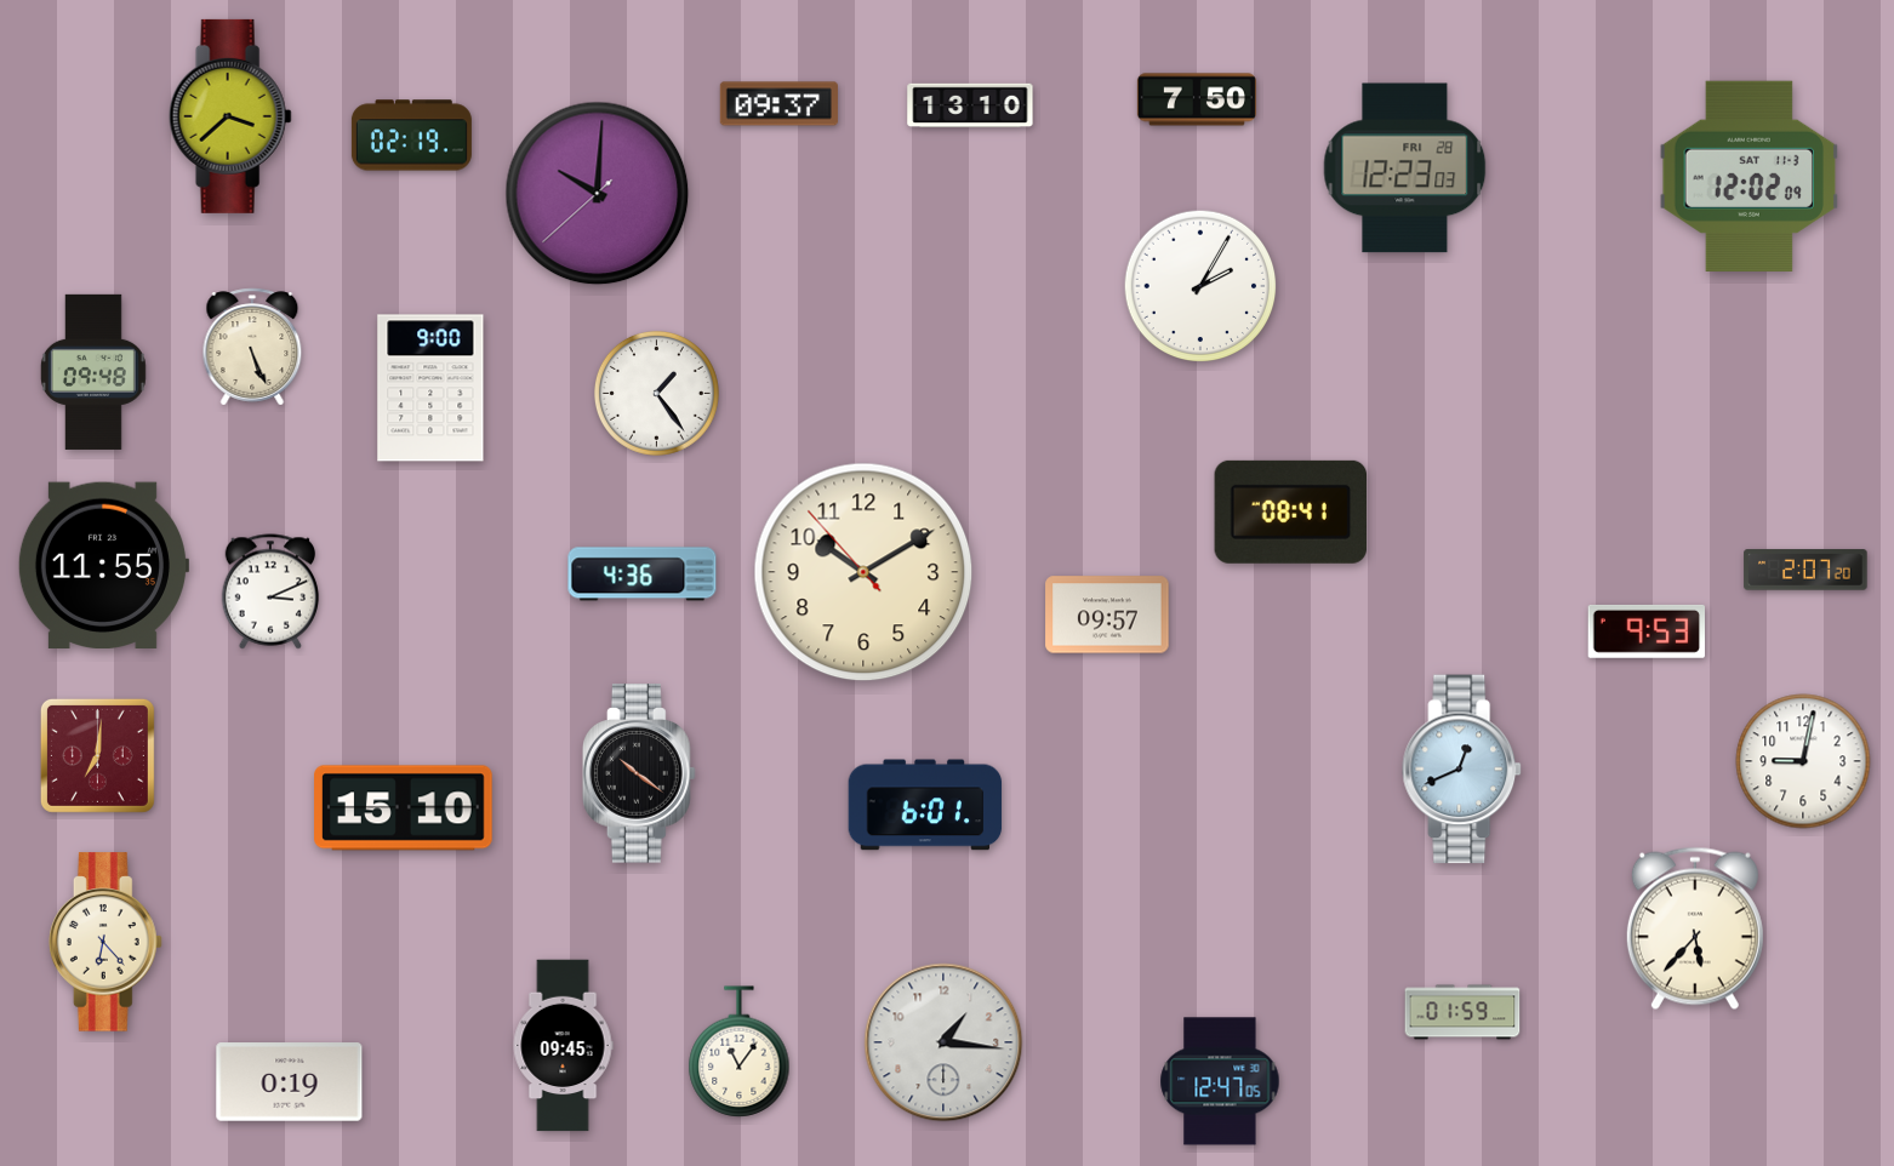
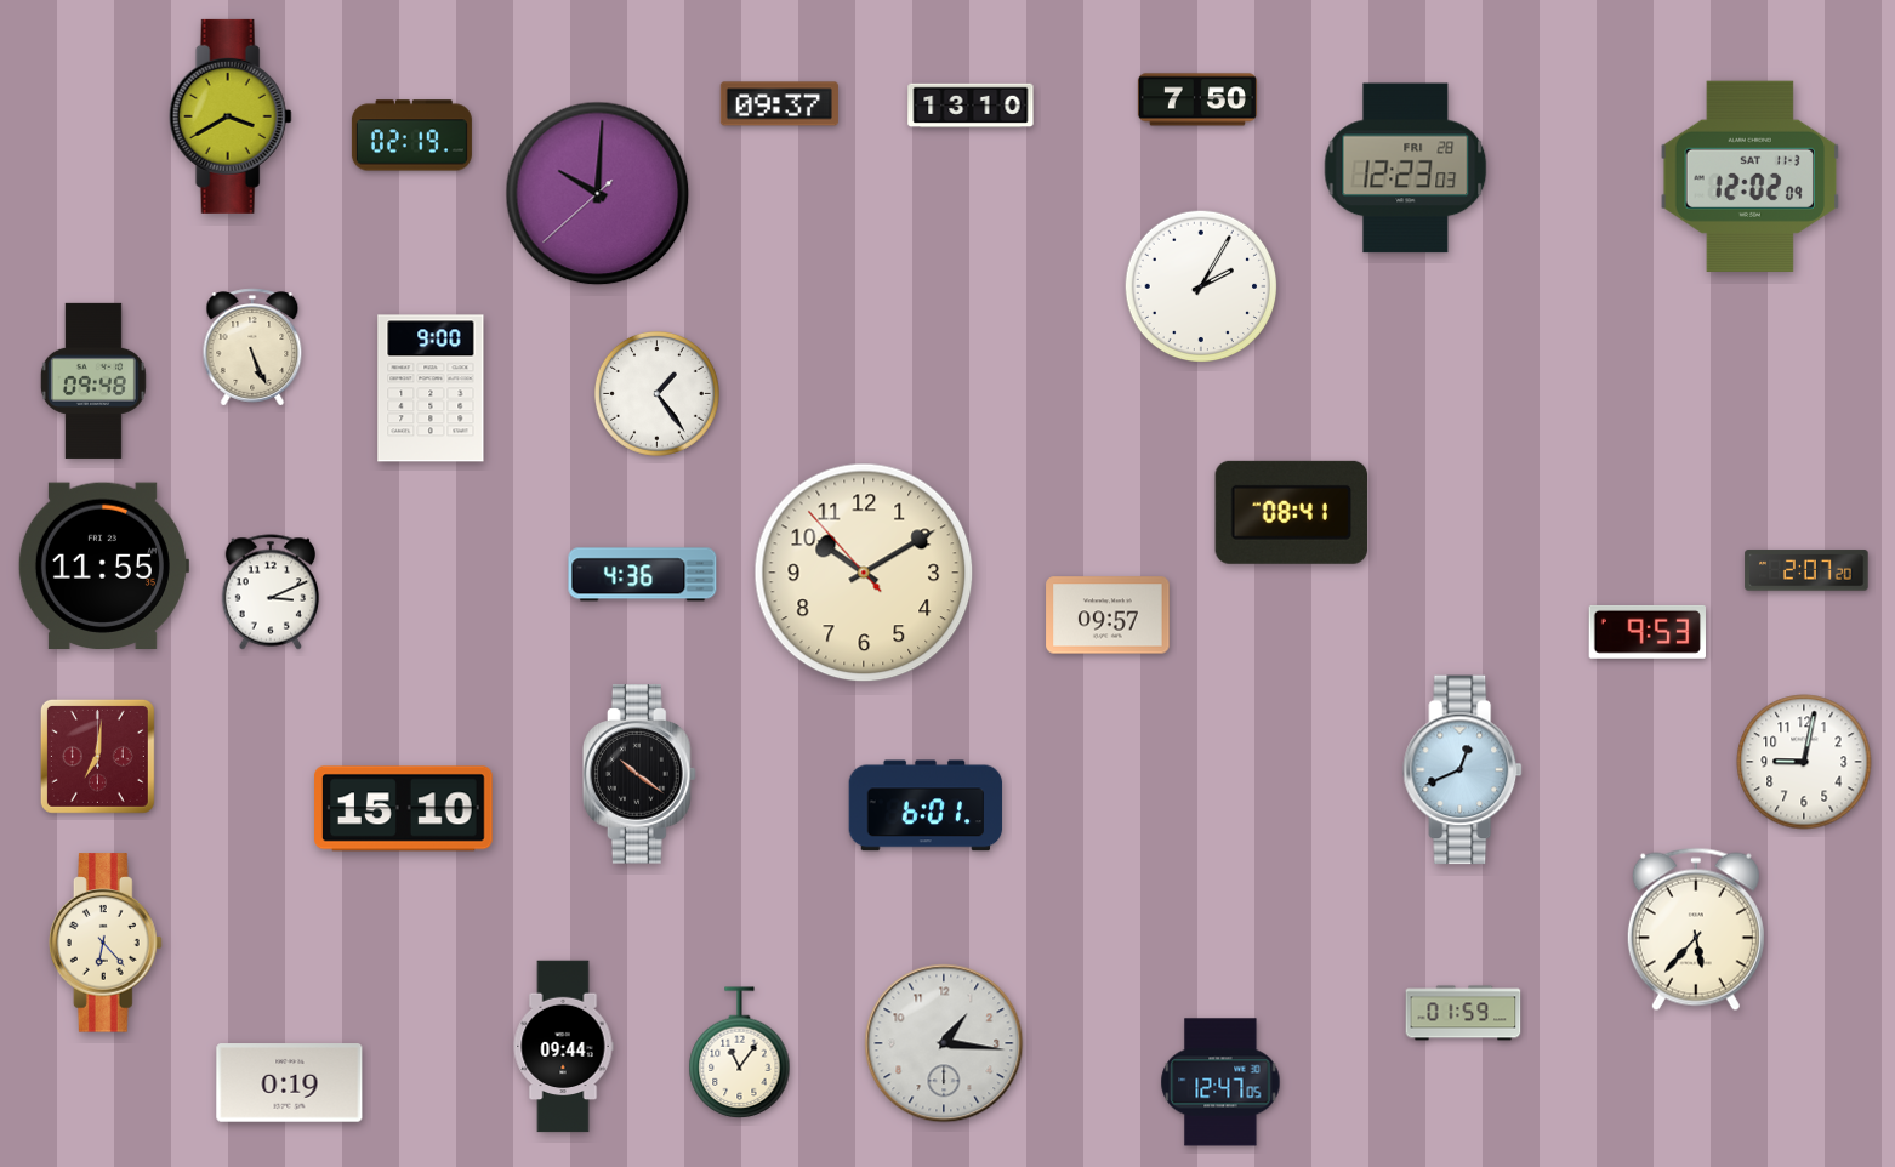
clock at (230, 116): 3:38 -> 3:40
clock at (93, 372) position: (93, 372) -> (93, 381)
clock at (563, 1046): 09:45 -> 09:44
